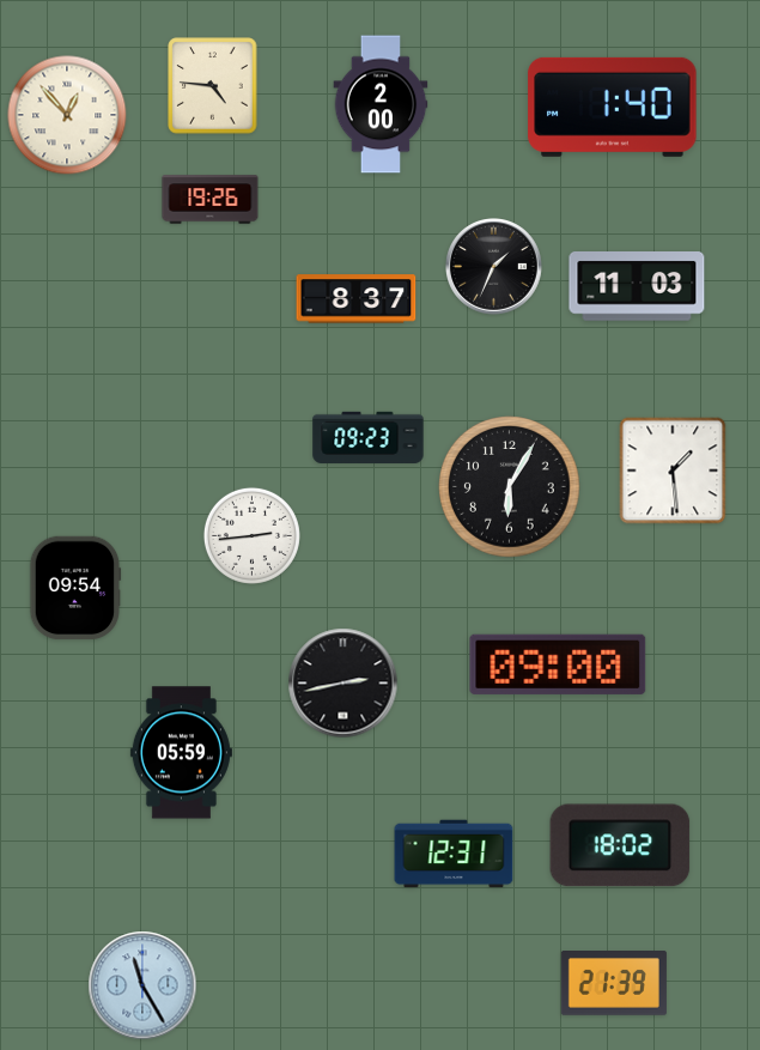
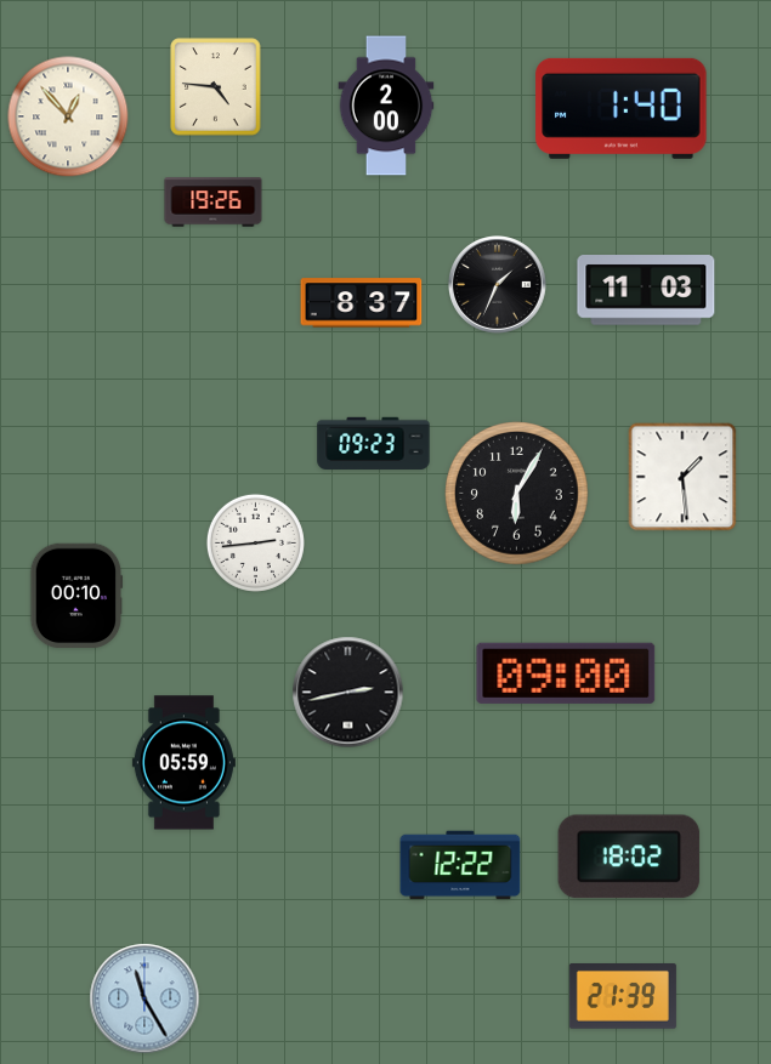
clock at (494, 267) position: (494, 267) -> (498, 285)
clock at (75, 588): 09:54 -> 00:10
clock at (454, 854): 12:31 -> 12:22
